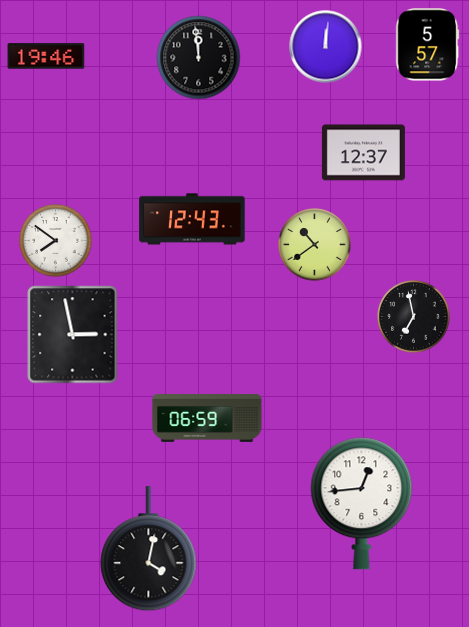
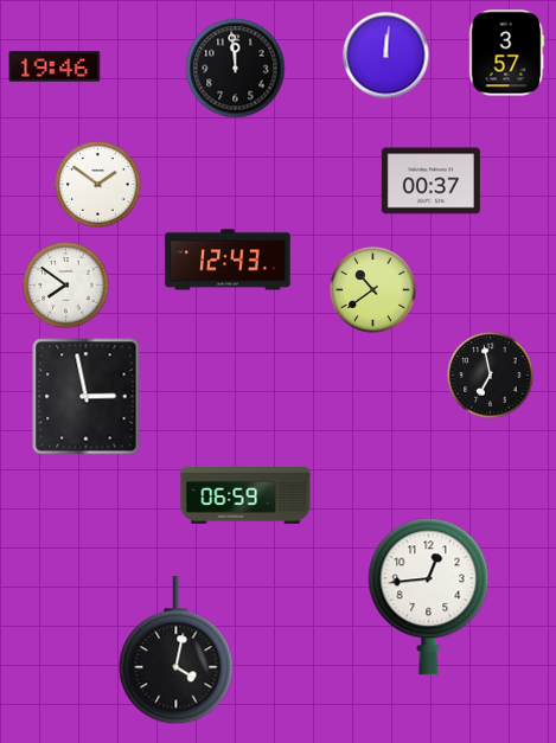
clock at (428, 45): 5:57 -> 3:57
clock at (363, 153): 12:37 -> 00:37
clock at (98, 185): none -> 1:51
